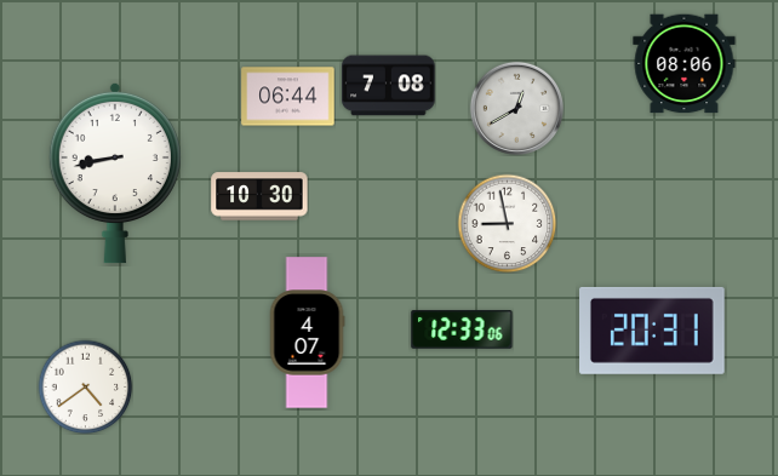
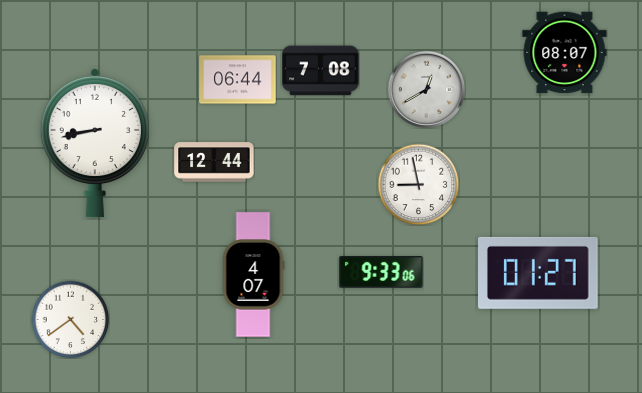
clock at (685, 64): 08:06 -> 08:07
clock at (259, 196): 10:30 -> 12:44
clock at (462, 329): 12:33 -> 9:33
clock at (653, 331): 20:31 -> 01:27
